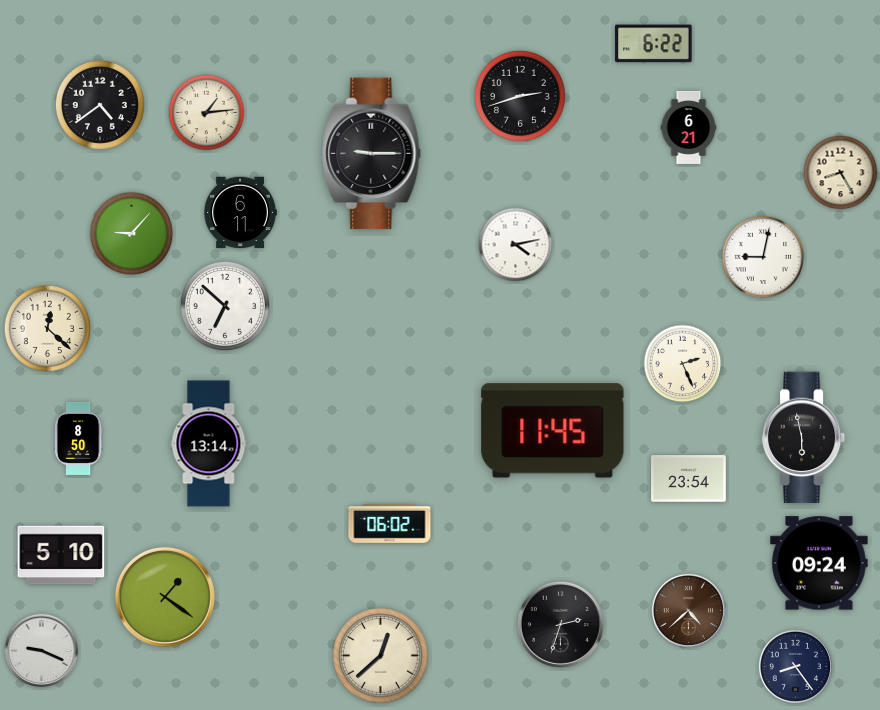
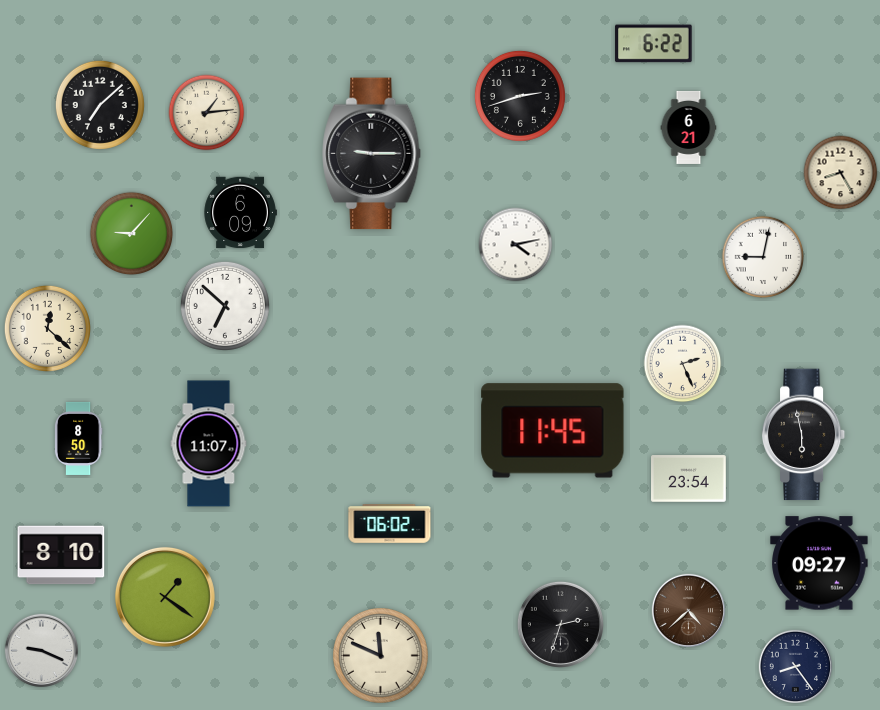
clock at (100, 105): 4:39 -> 7:08
clock at (240, 213): 6:11 -> 6:09
clock at (804, 438) position: (804, 438) -> (804, 435)
clock at (209, 444): 13:14 -> 11:07
clock at (61, 555): 5:10 -> 8:10
clock at (819, 563): 09:24 -> 09:27
clock at (381, 656): 12:38 -> 11:49
